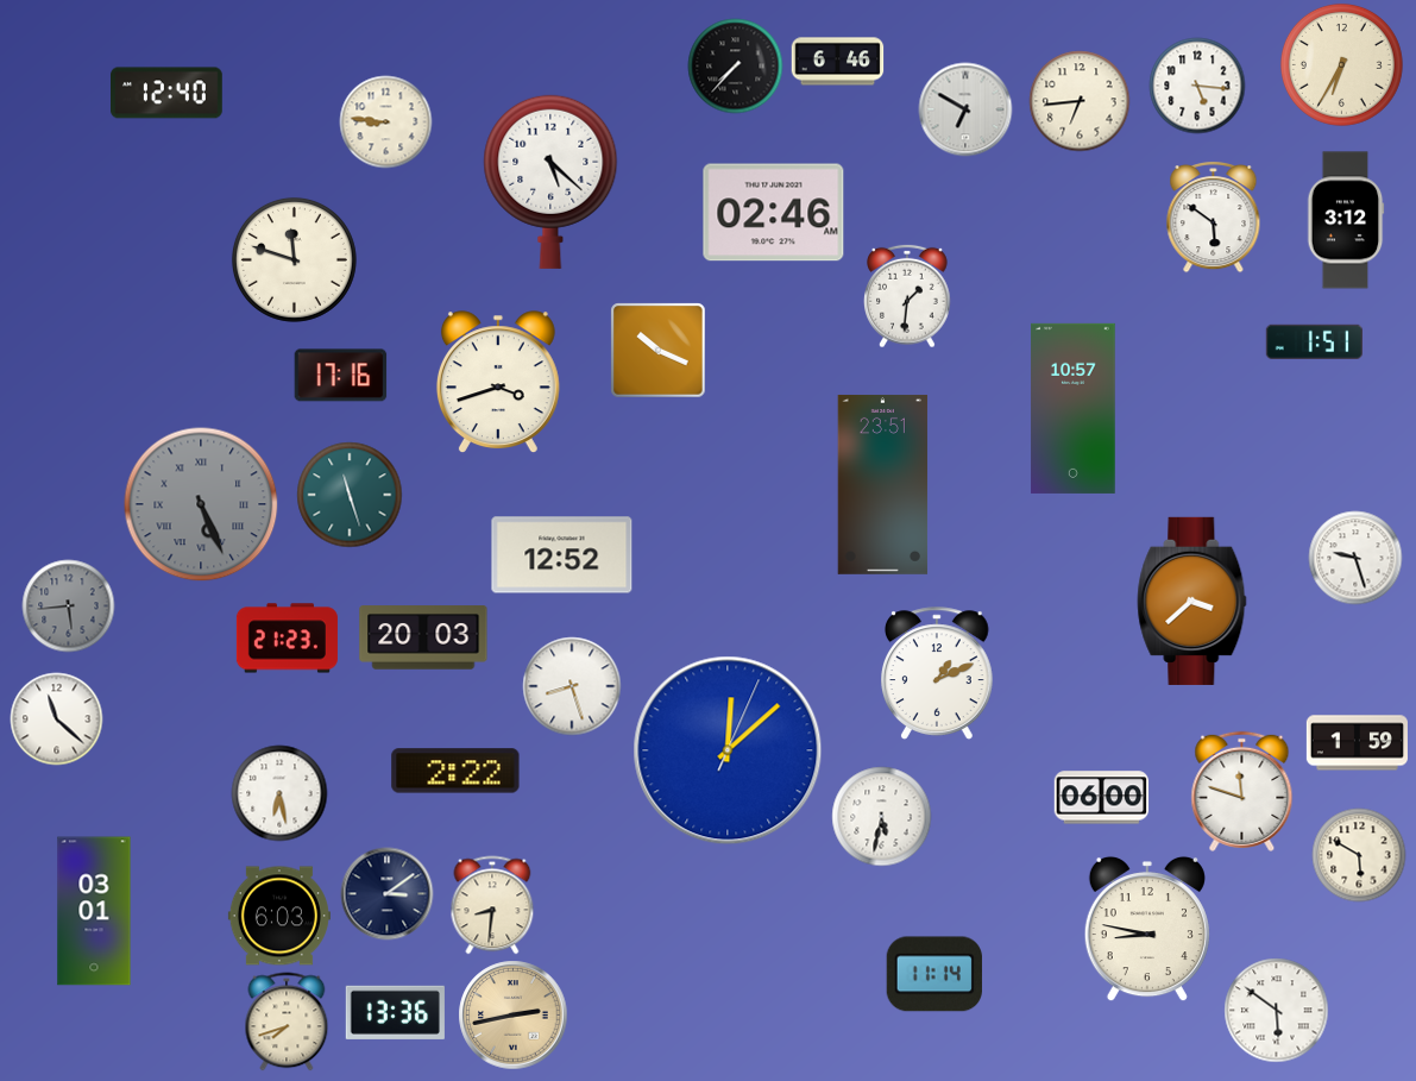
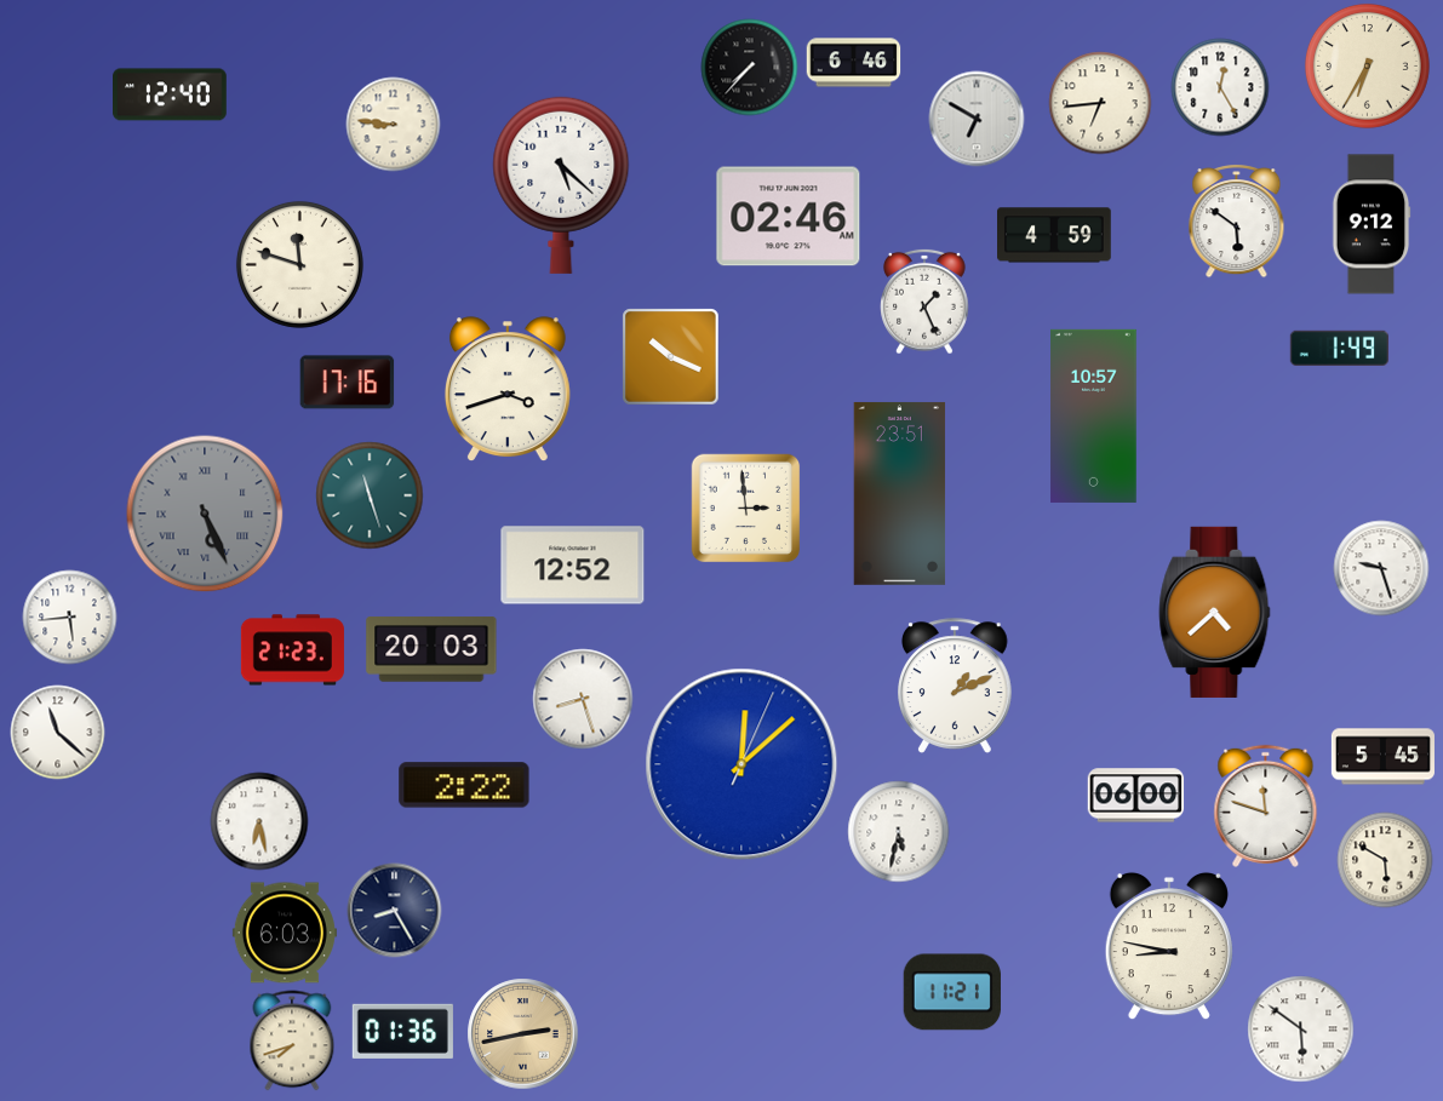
clock at (1197, 86): 5:16 -> 12:25
clock at (965, 109) position: (965, 109) -> (977, 119)
clock at (1346, 220): 3:12 -> 9:12
clock at (1055, 235): none -> 4:59
clock at (907, 296): 1:31 -> 1:26
clock at (1314, 341): 1:51 -> 1:49
clock at (350, 495) position: (350, 495) -> (370, 495)
clock at (745, 508): none -> 2:59
clock at (1192, 601): 3:38 -> 4:38
clock at (68, 605) dial: grey -> white
clock at (1357, 743): 1:59 -> 5:45
clock at (279, 793) position: (279, 793) -> (259, 821)
clock at (1101, 798) position: (1101, 798) -> (1135, 796)
clock at (1359, 855) position: (1359, 855) -> (1385, 860)
clock at (386, 893): 3:09 -> 8:25
clock at (492, 905): 8:31 -> none
clock at (94, 911): 03:01 -> none
clock at (934, 974): 11:14 -> 11:21
clock at (395, 1012): 13:36 -> 01:36
